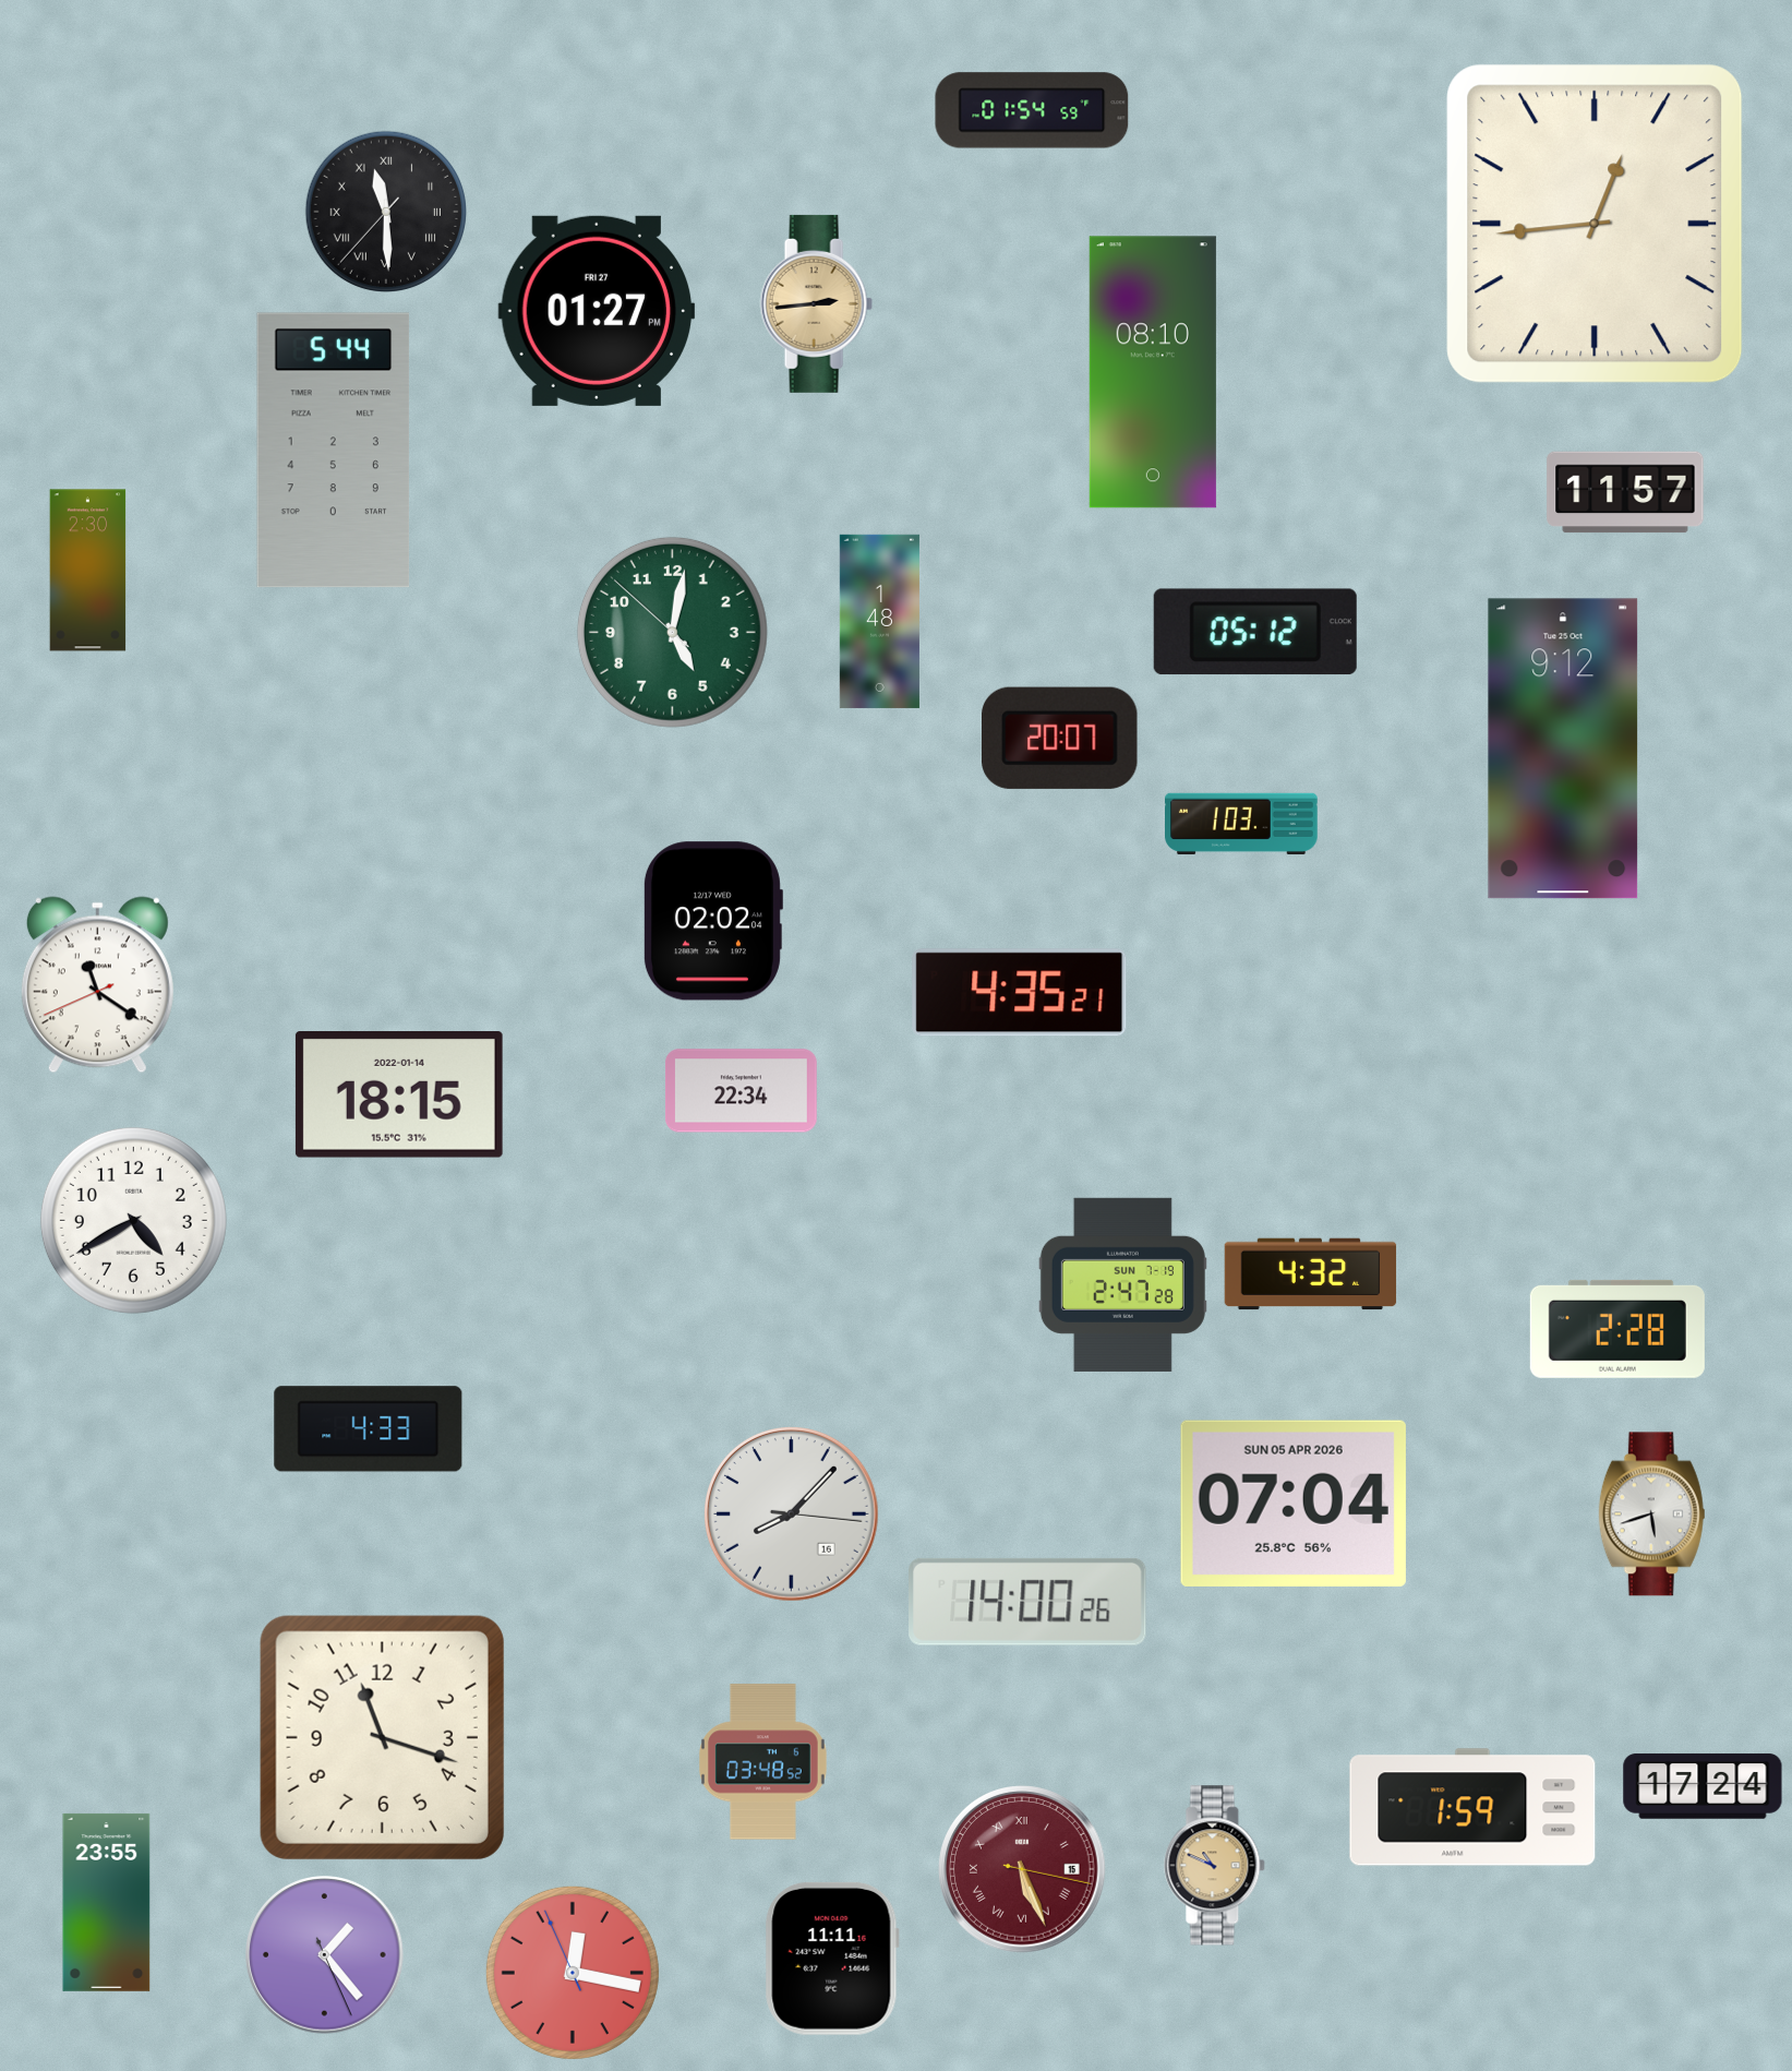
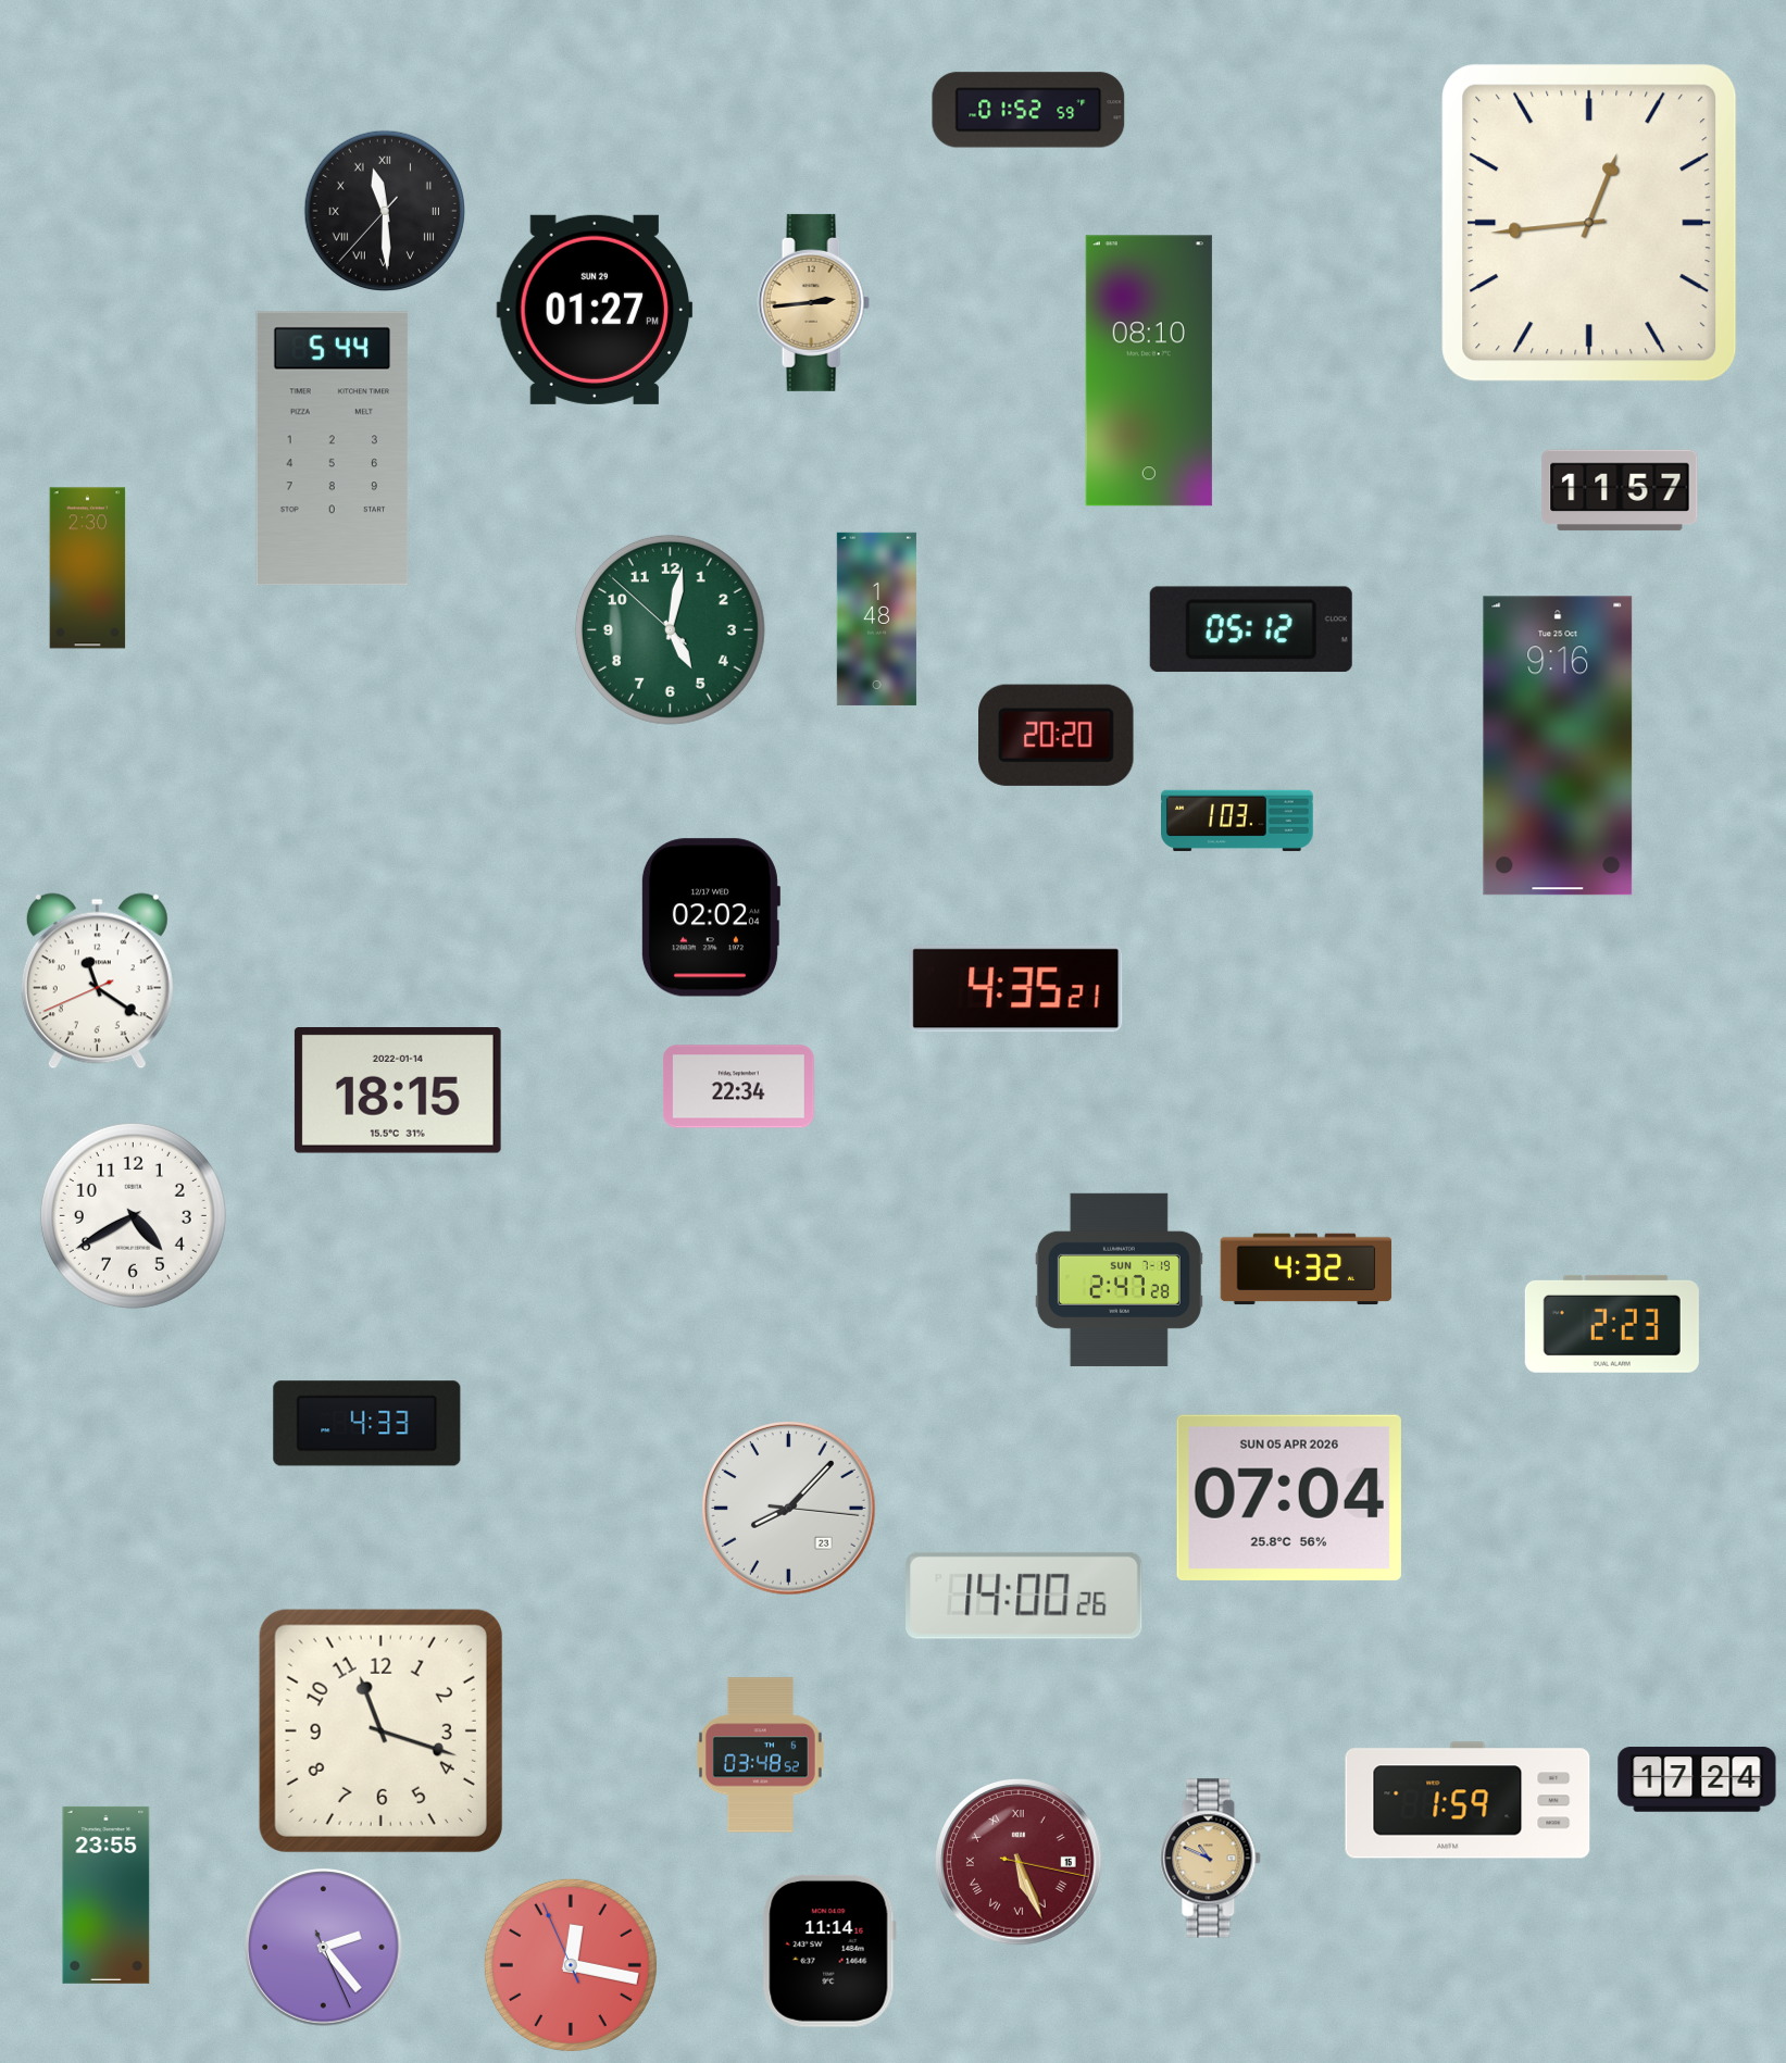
clock at (1032, 110): 01:54 -> 01:52
clock at (597, 311) date: FRI 27 -> SUN 29
clock at (1060, 738): 20:07 -> 20:20
clock at (1563, 749): 9:12 -> 9:16
clock at (1617, 1329): 2:28 -> 2:23
clock at (792, 1515) date: 16 -> 23
clock at (1651, 1515): 5:42 -> none
clock at (325, 1955): 1:23 -> 2:23
clock at (832, 1959): 11:11 -> 11:14
